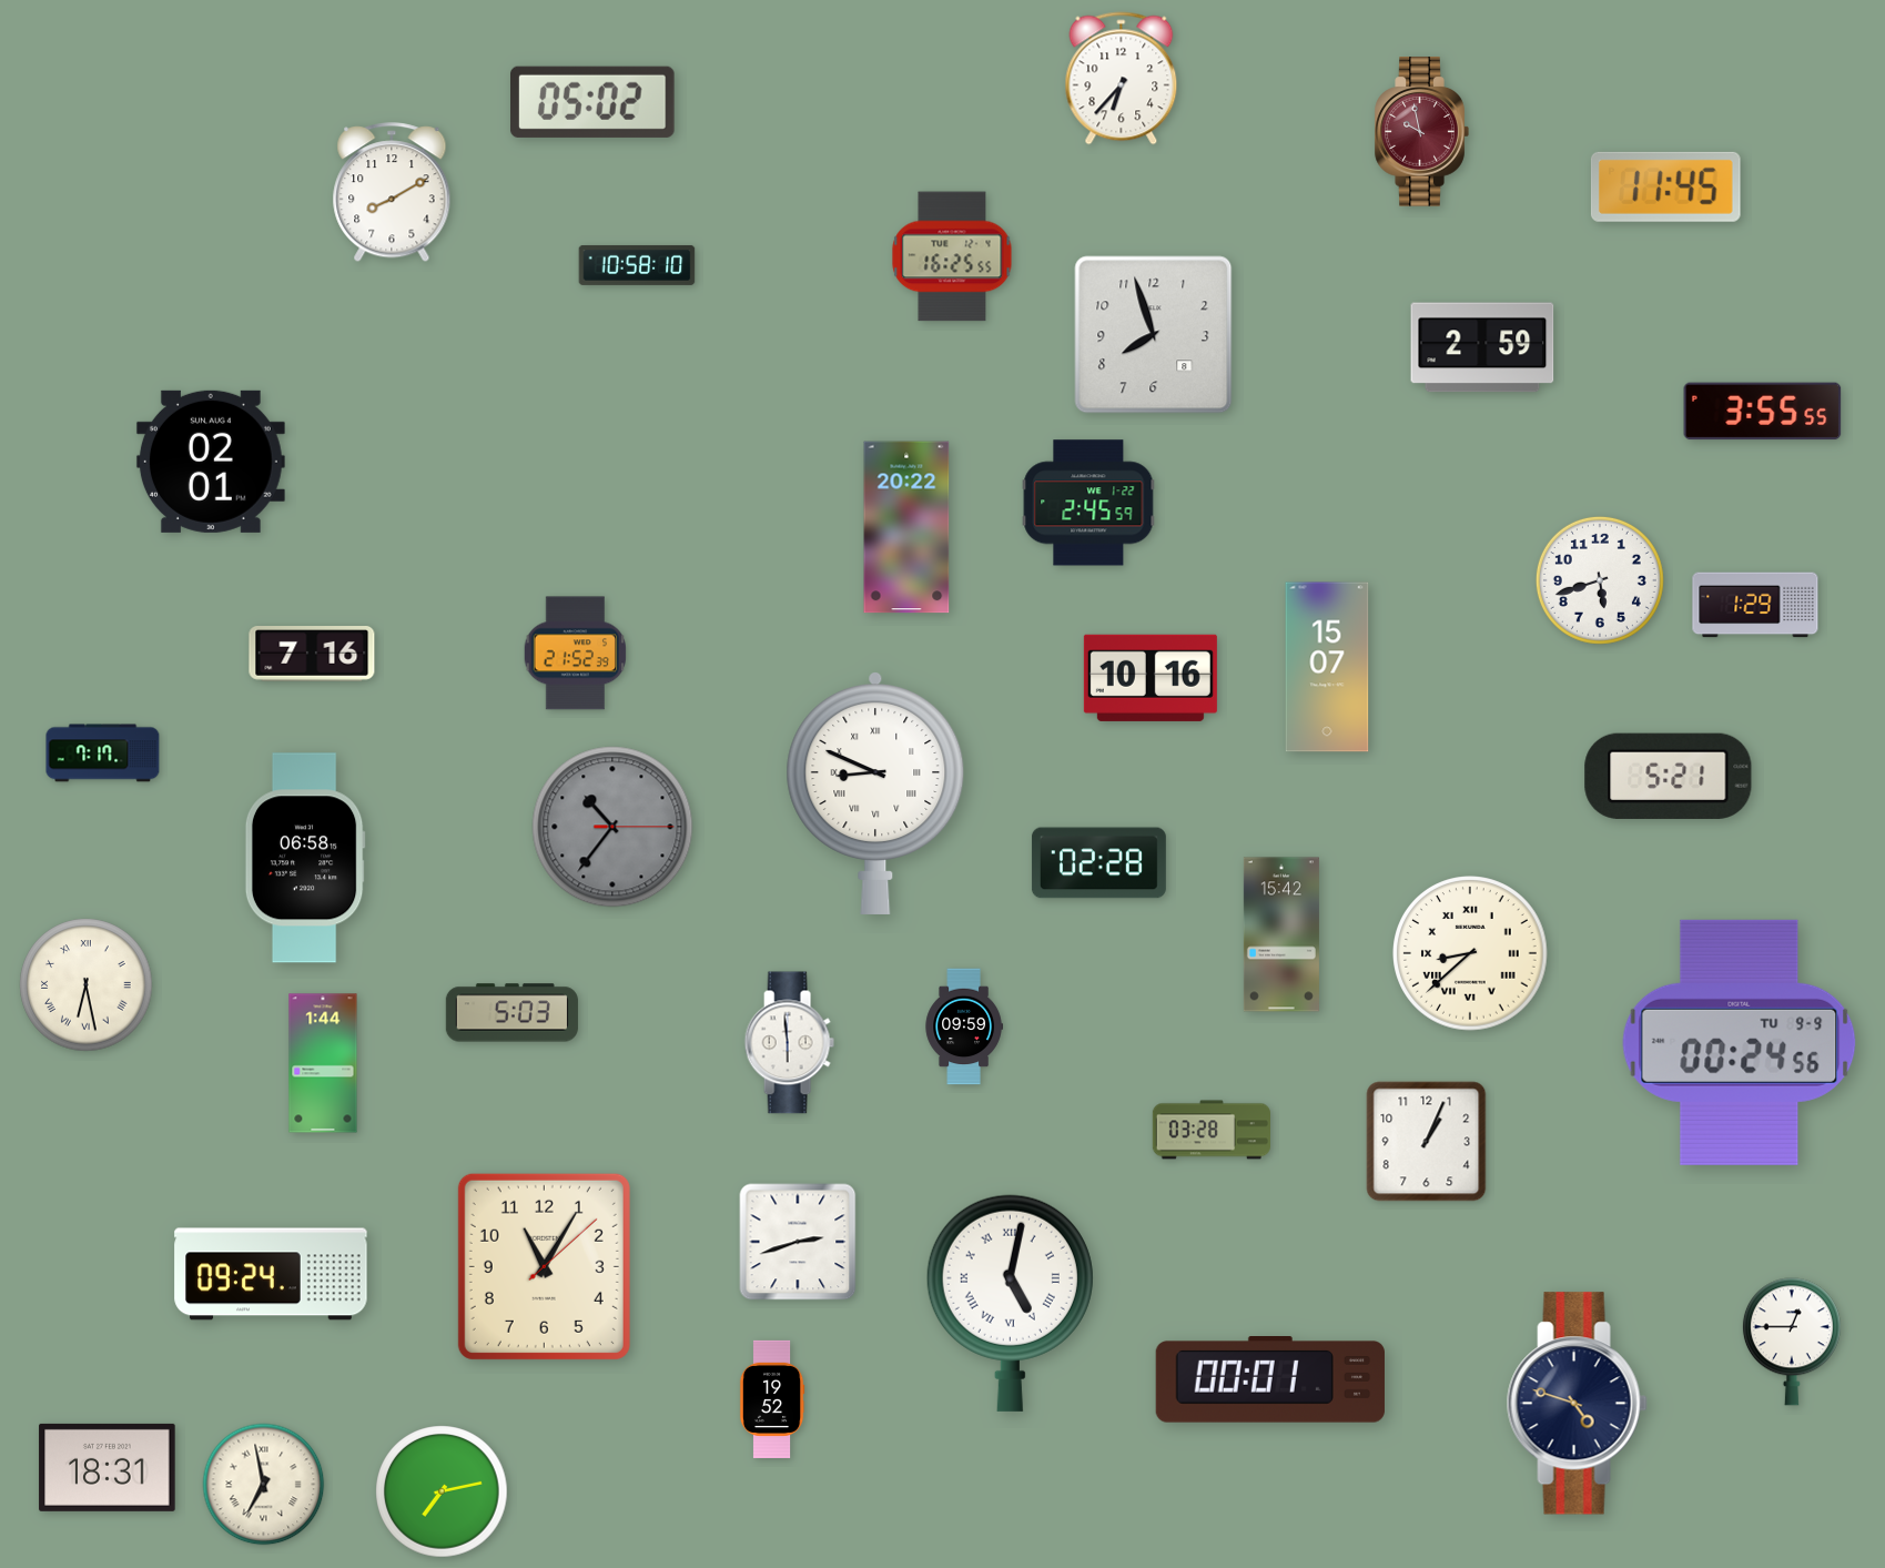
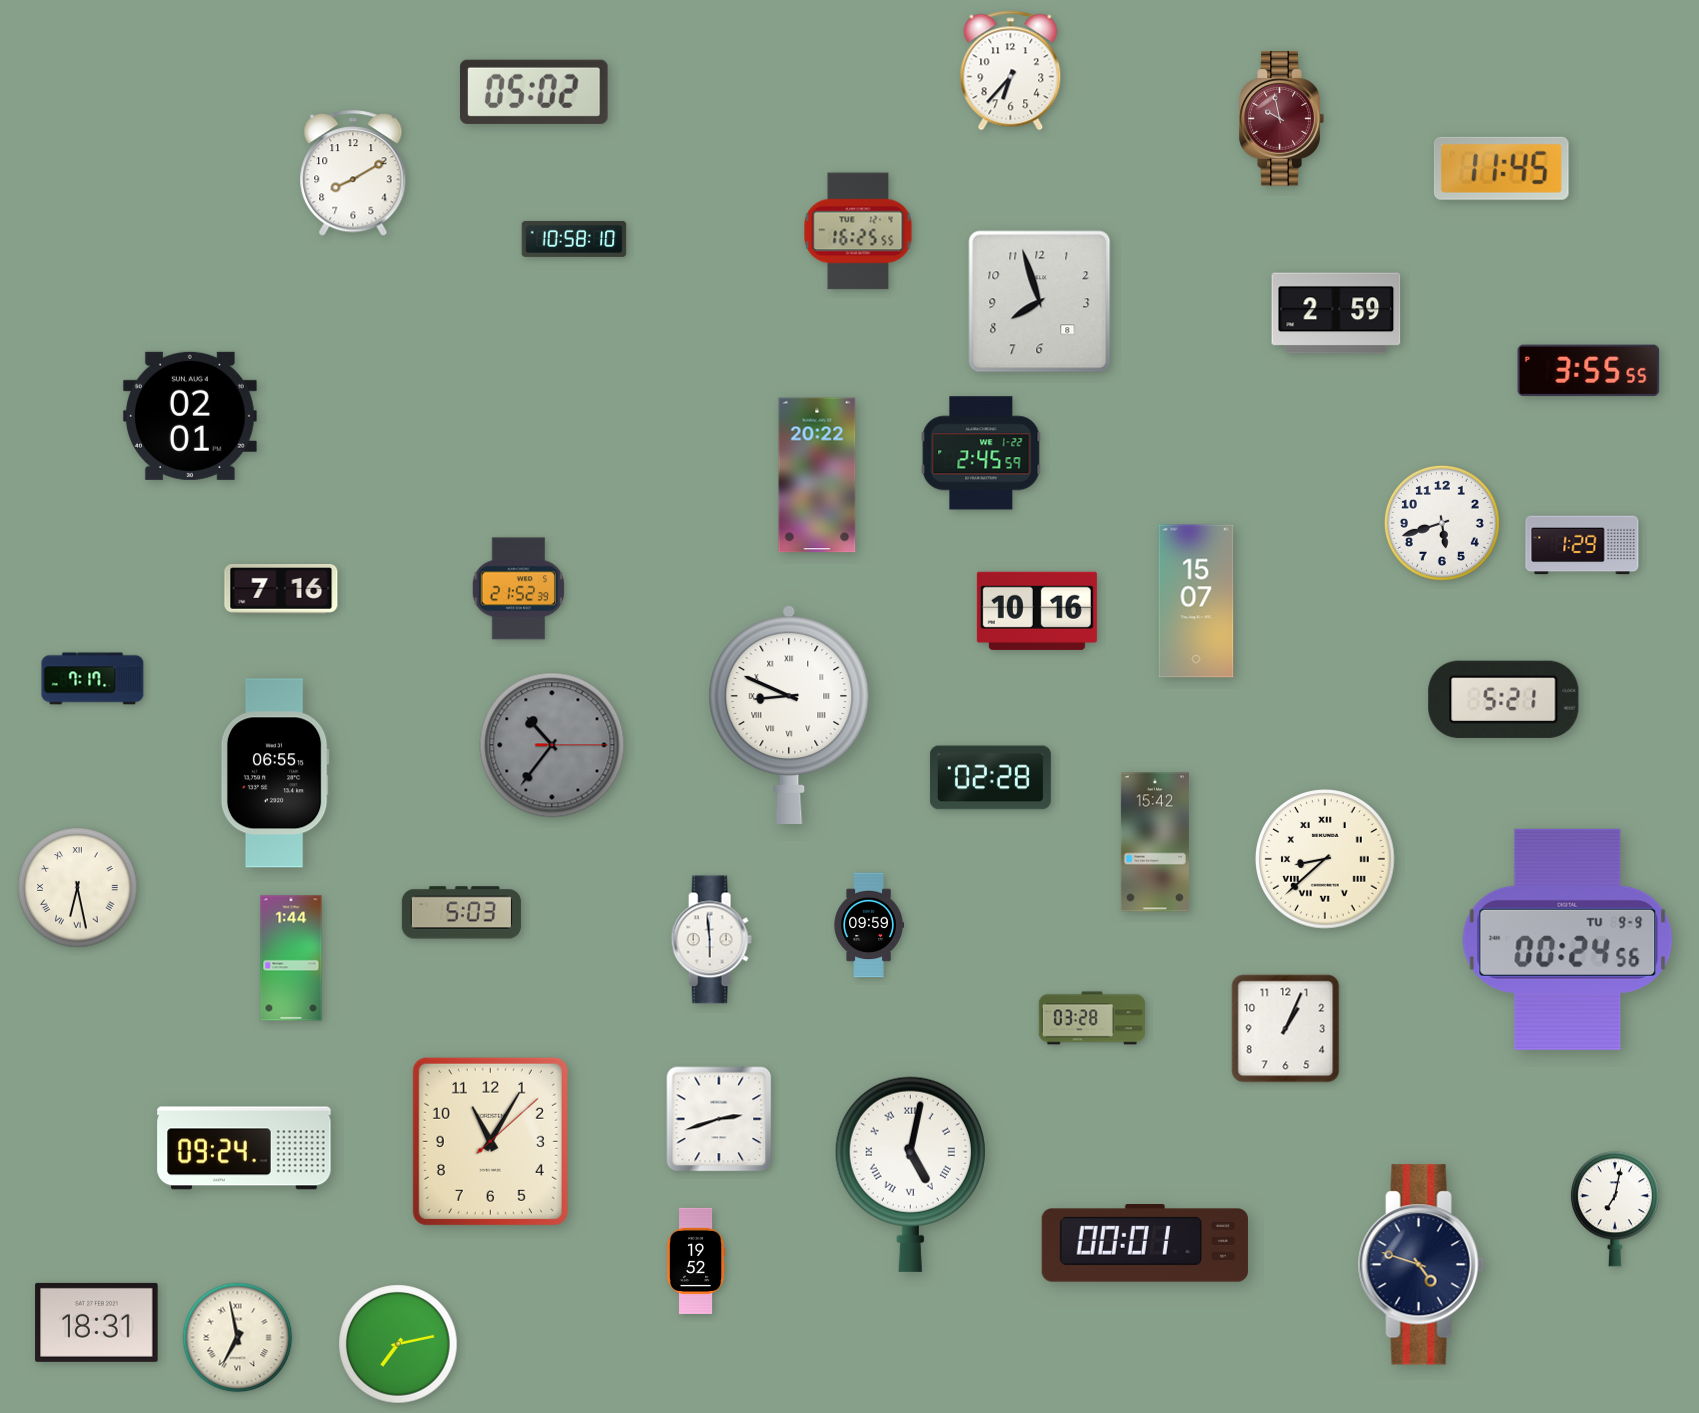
clock at (305, 858): 06:58 -> 06:55
clock at (1792, 1342): 12:45 -> 7:02
